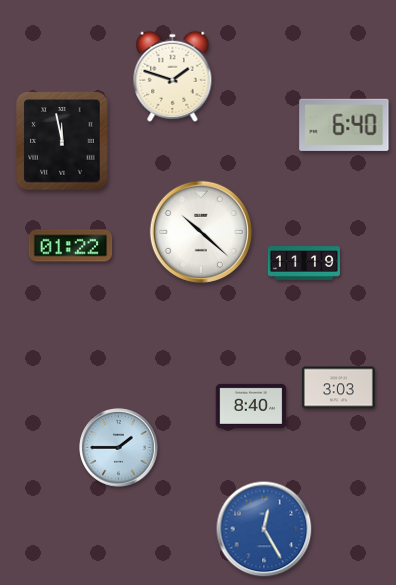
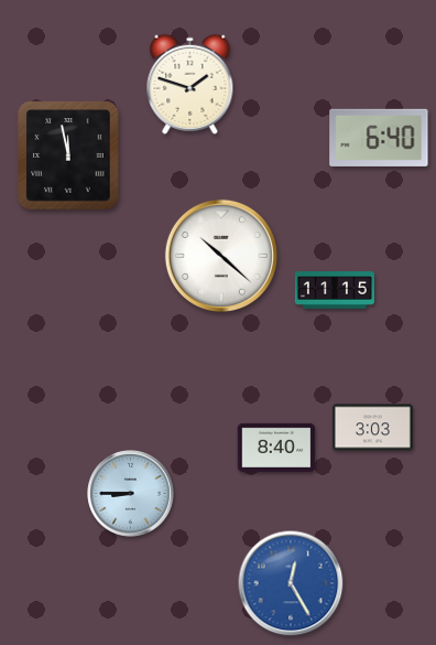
clock at (71, 246): 01:22 -> none
clock at (304, 263): 11:19 -> 11:15
clock at (119, 448): 1:45 -> 8:45
